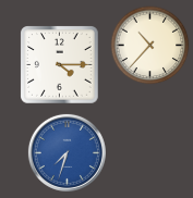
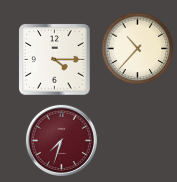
clock at (150, 46) position: (150, 46) -> (138, 49)
clock at (67, 152) dial: blue -> burgundy
